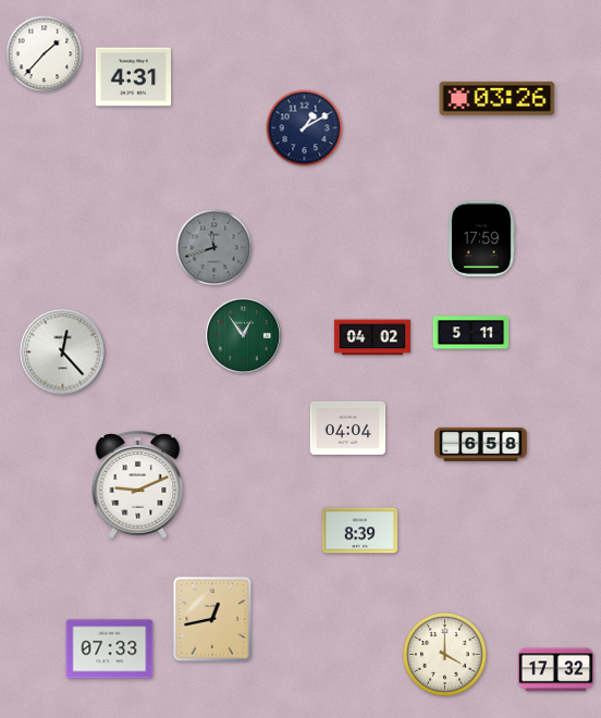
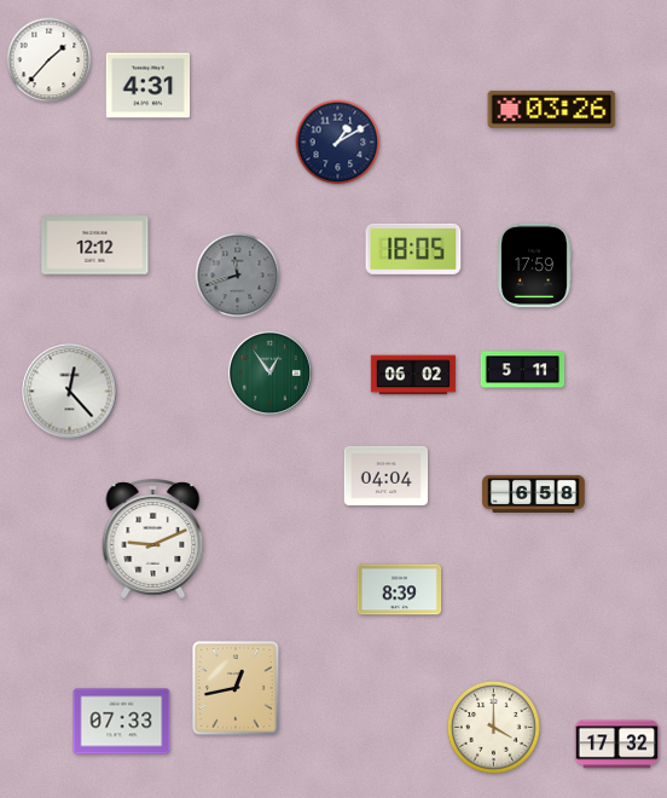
clock at (95, 245): none -> 12:12
clock at (413, 249): none -> 18:05
clock at (372, 337): 04:02 -> 06:02
